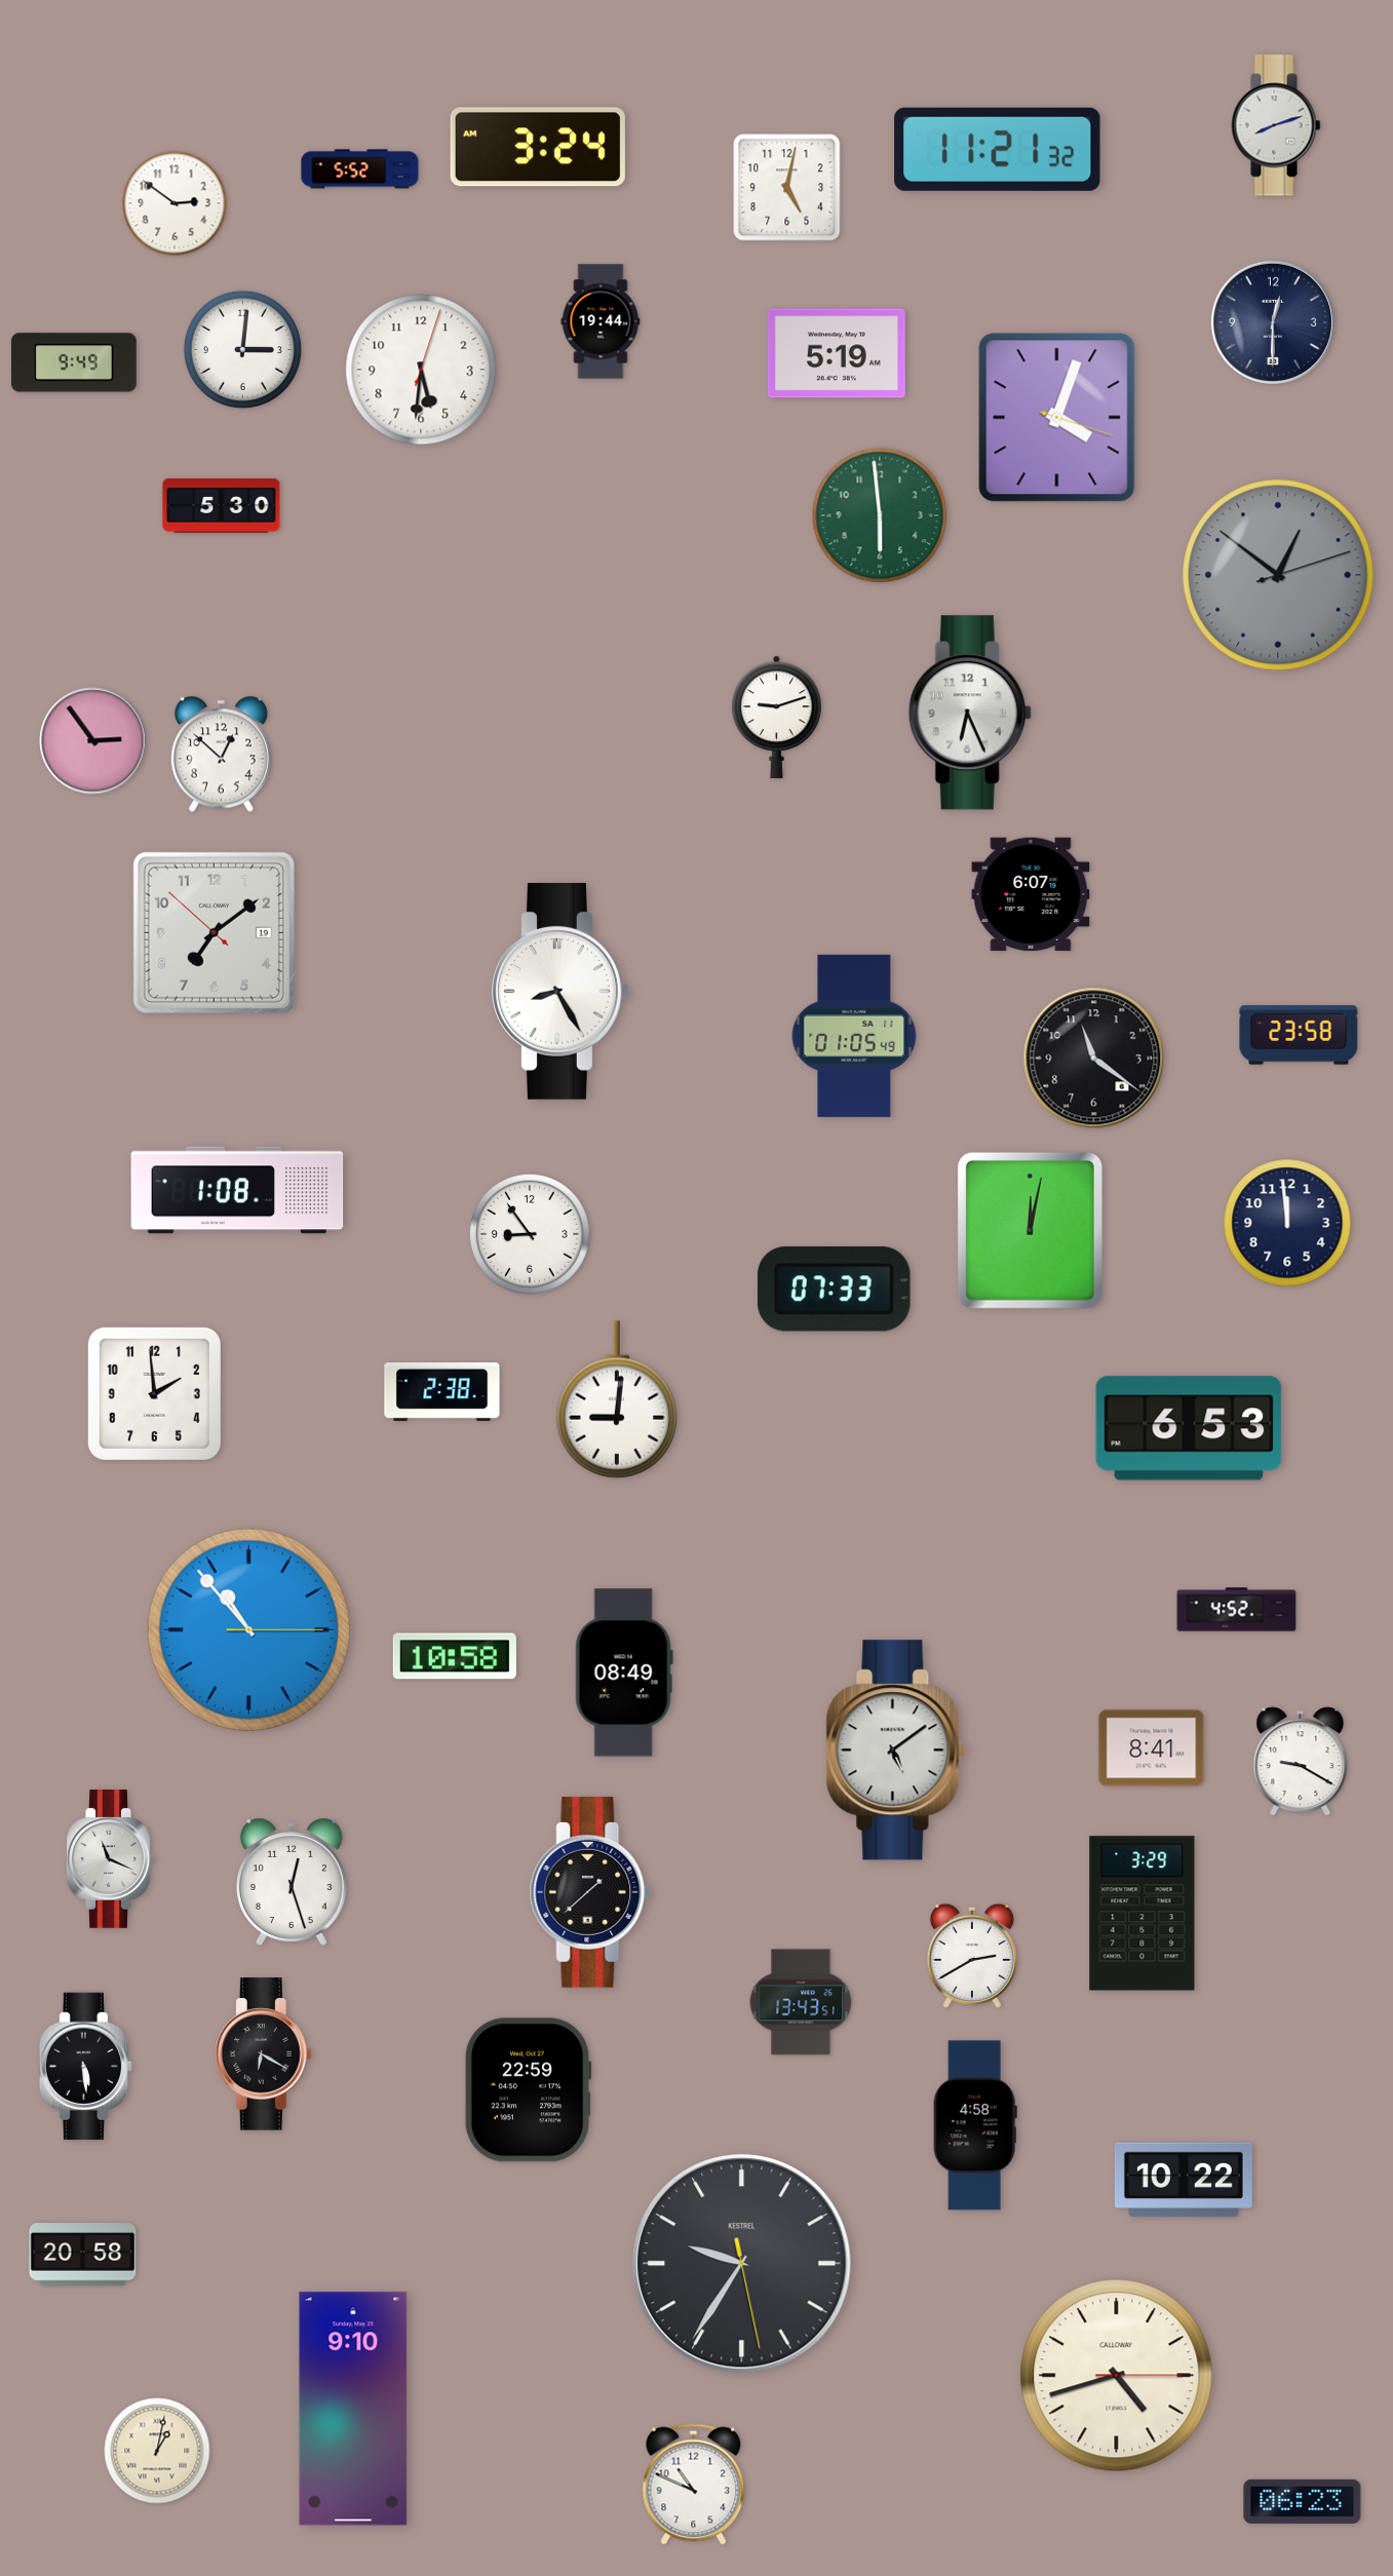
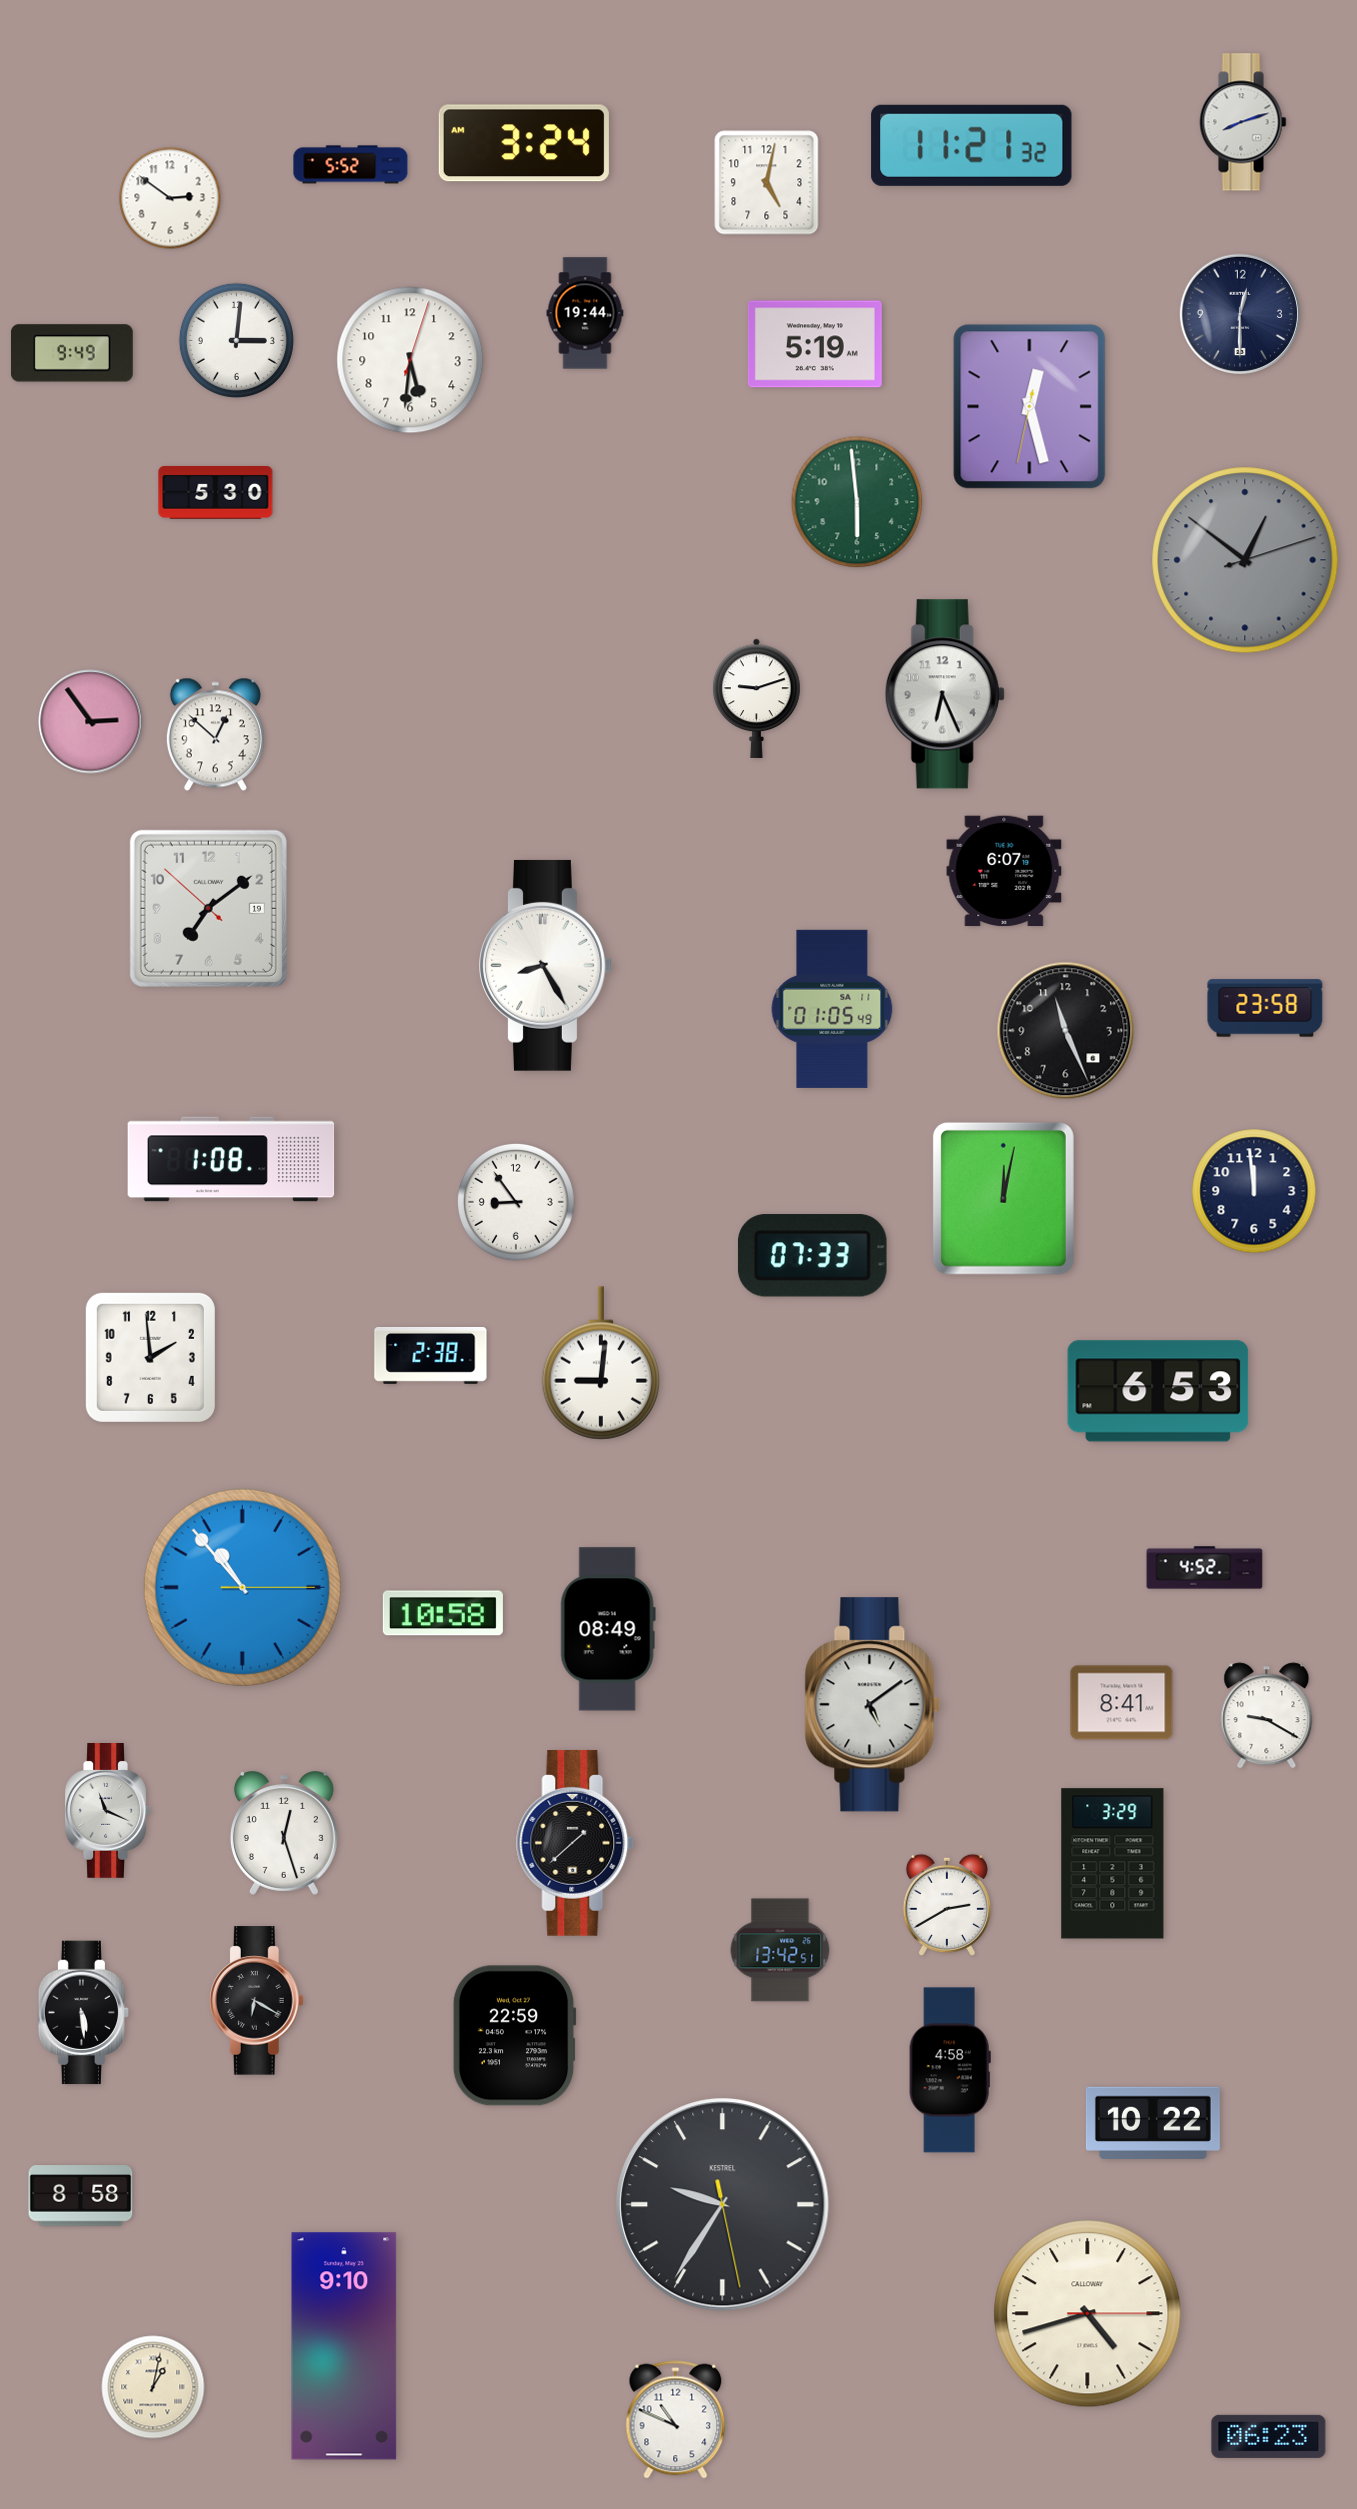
clock at (1057, 418): 4:03 -> 12:27
clock at (1094, 1059): 11:21 -> 11:26
clock at (801, 2002): 13:43 -> 13:42
clock at (83, 2255): 20:58 -> 8:58
